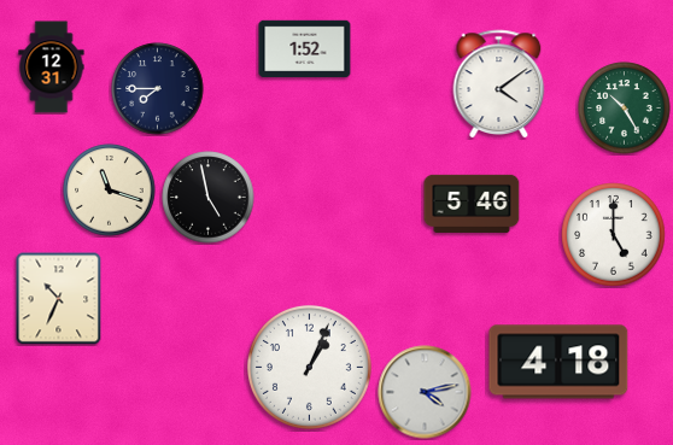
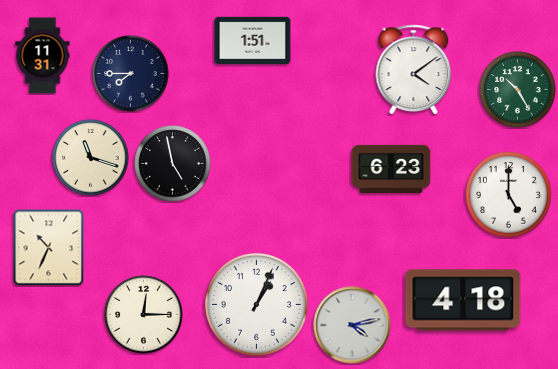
clock at (305, 49): 1:52 -> 1:51
clock at (52, 68): 12:31 -> 11:31
clock at (472, 203): 5:46 -> 6:23
clock at (144, 315): none -> 12:15
